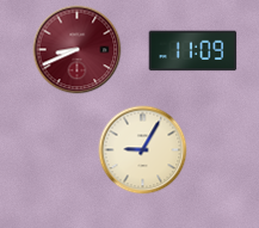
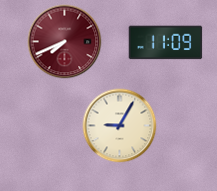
clock at (78, 50): 8:41 -> 7:41
clock at (193, 51) position: (193, 51) -> (166, 43)
